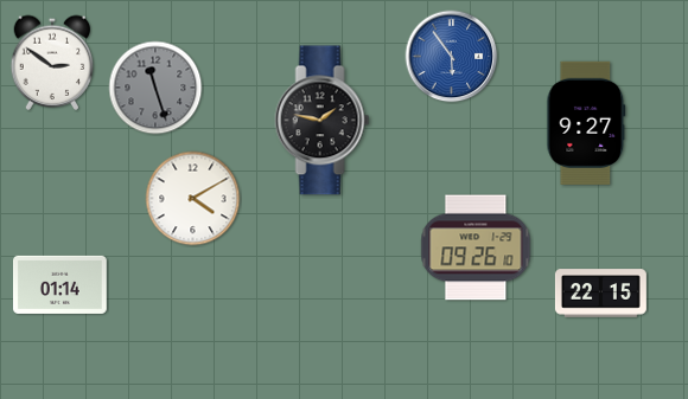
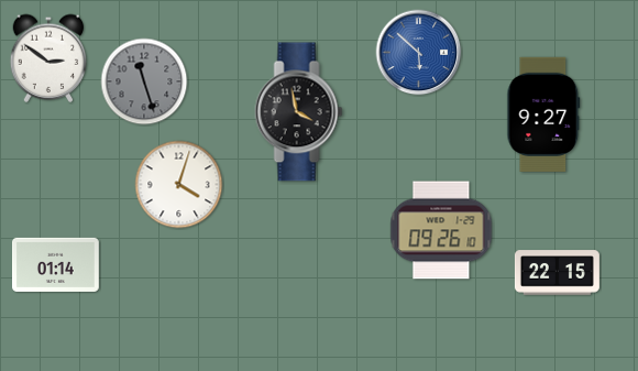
clock at (452, 57): 5:54 -> 5:52
clock at (323, 121): 1:47 -> 3:58
clock at (193, 199): 4:10 -> 4:03
